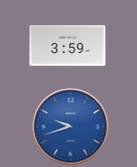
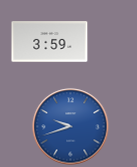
clock at (68, 46) position: (68, 46) -> (50, 42)
